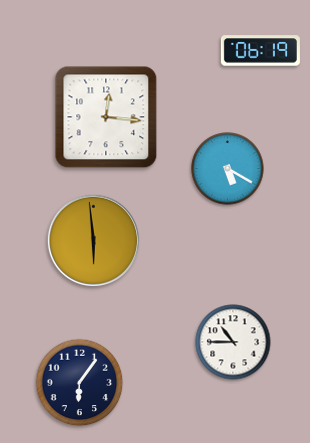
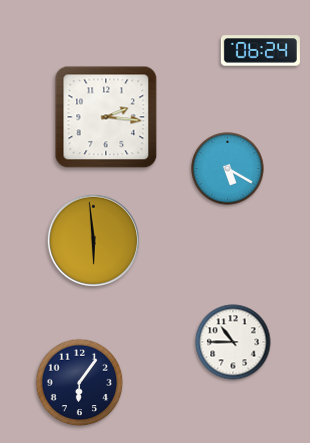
clock at (260, 51): 06:19 -> 06:24
clock at (106, 117): 12:16 -> 2:16
